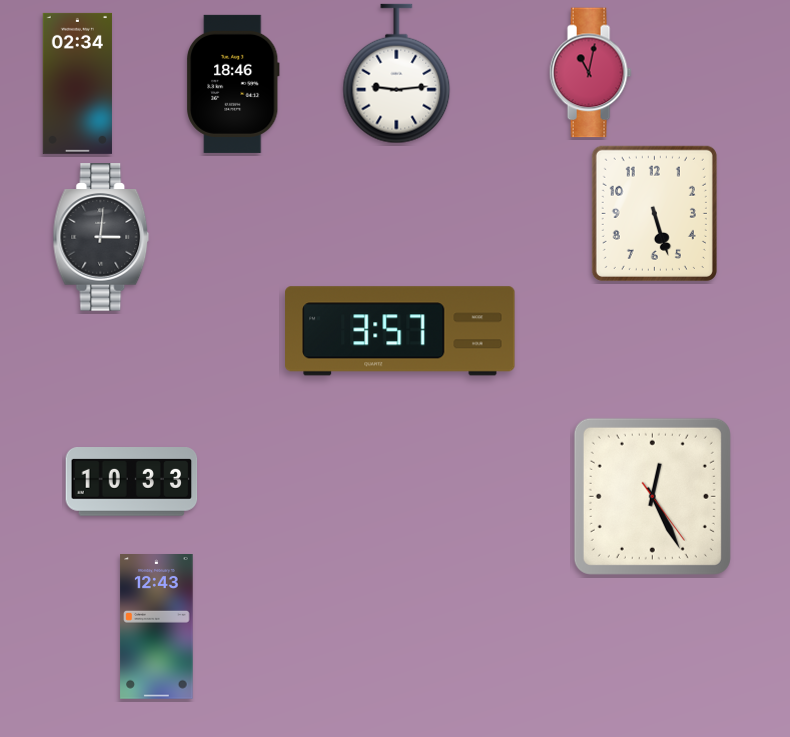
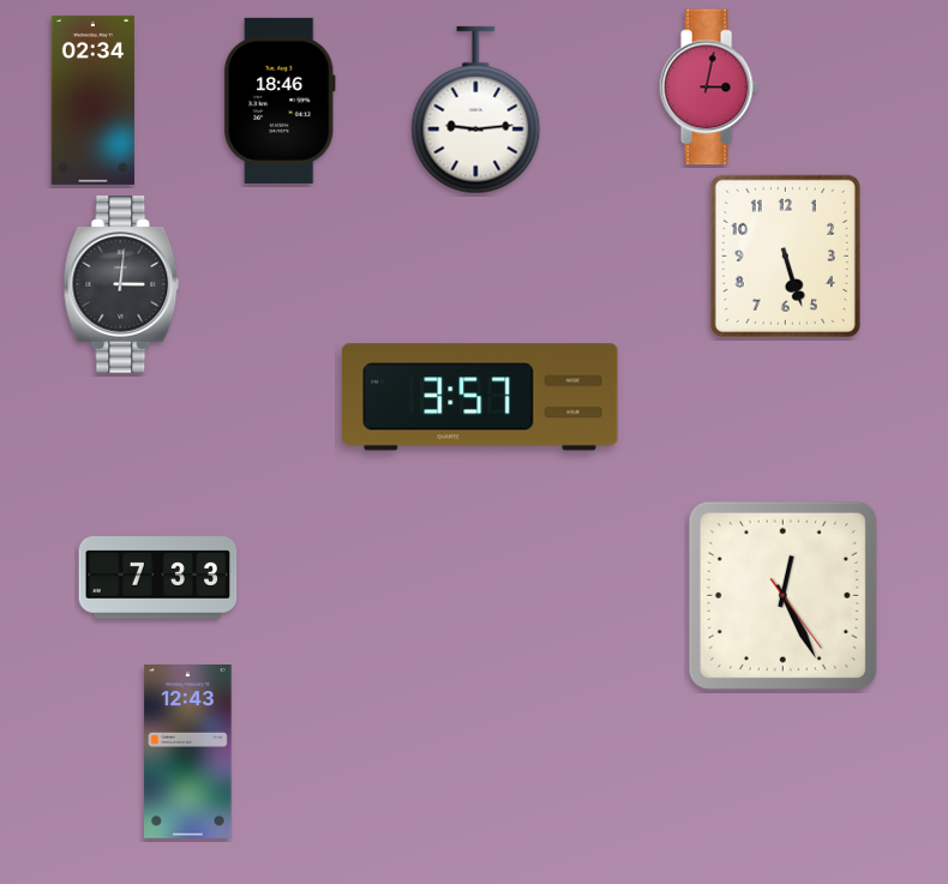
clock at (590, 73): 11:02 -> 3:02
clock at (397, 74) position: (397, 74) -> (476, 110)
clock at (132, 482): 10:33 -> 7:33
